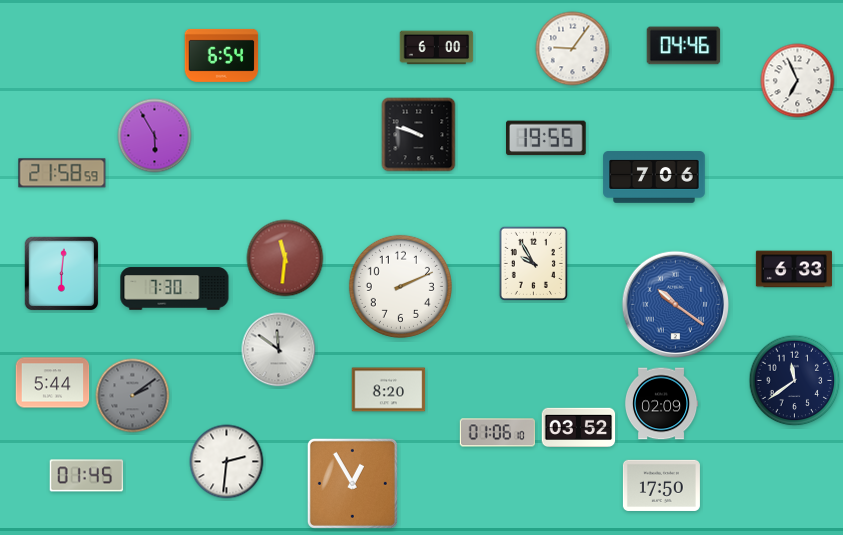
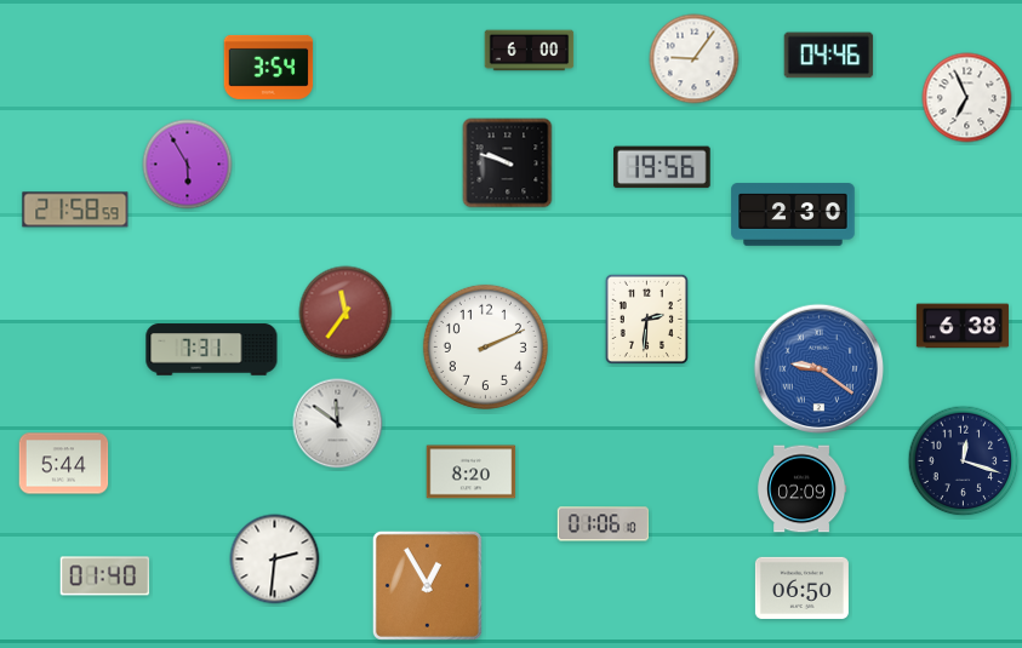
clock at (437, 48) position: (437, 48) -> (530, 51)
clock at (222, 55): 6:54 -> 3:54
clock at (547, 138): 19:55 -> 19:56
clock at (654, 177): 7:06 -> 2:30
clock at (285, 258): 11:31 -> 11:36
clock at (533, 263): 9:55 -> 2:31
clock at (794, 269): 6:33 -> 6:38
clock at (62, 274): 6:01 -> none
clock at (175, 289): 7:30 -> 7:31
clock at (676, 305): 10:21 -> 9:21
clock at (795, 381): 11:39 -> 12:18
clock at (133, 396): 2:09 -> none
clock at (579, 427): 03:52 -> none
clock at (87, 476): 01:45 -> 01:40
clock at (661, 485): 17:50 -> 06:50
